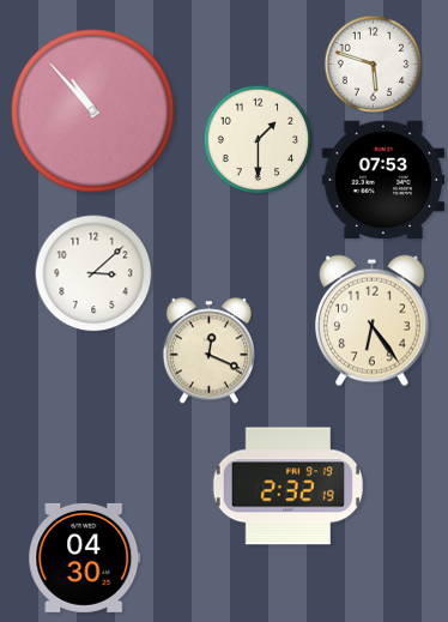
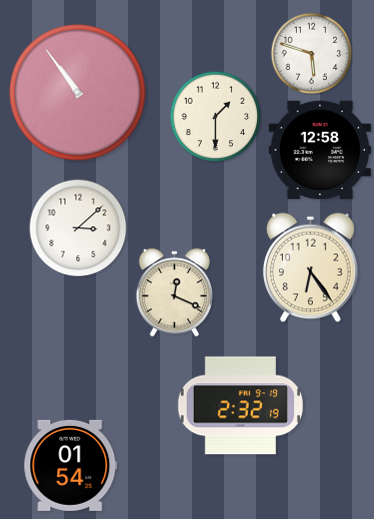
clock at (93, 111): 10:53 -> 10:54
clock at (383, 180): 07:53 -> 12:58
clock at (85, 557): 04:30 -> 01:54
